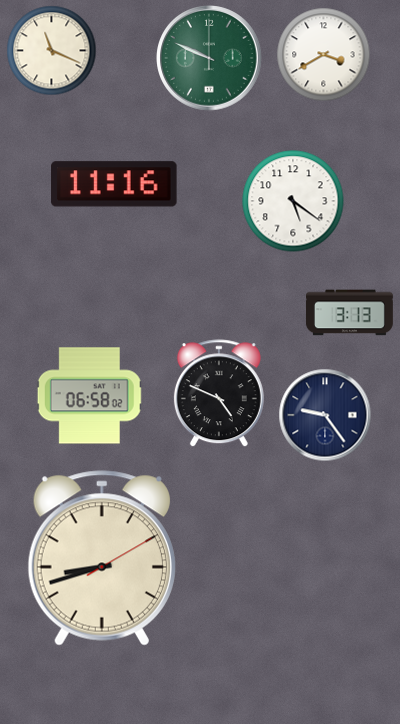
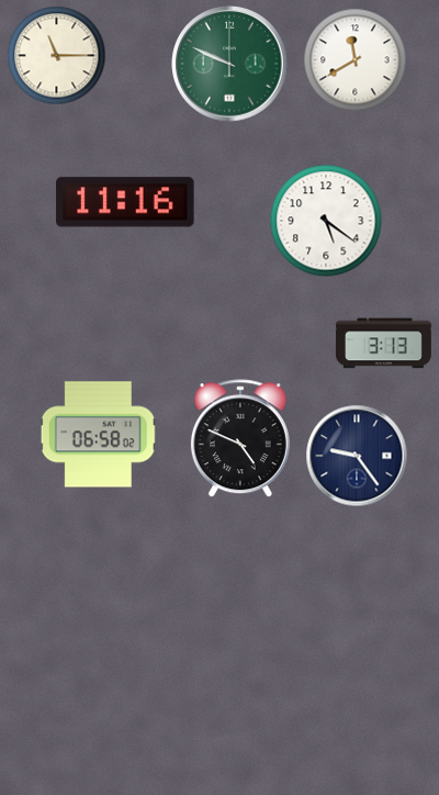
clock at (52, 51): 11:19 -> 11:15
clock at (324, 55): 3:40 -> 11:40
clock at (293, 201) position: (293, 201) -> (326, 221)
clock at (219, 394) position: (219, 394) -> (240, 439)
clock at (102, 558): 8:42 -> none
